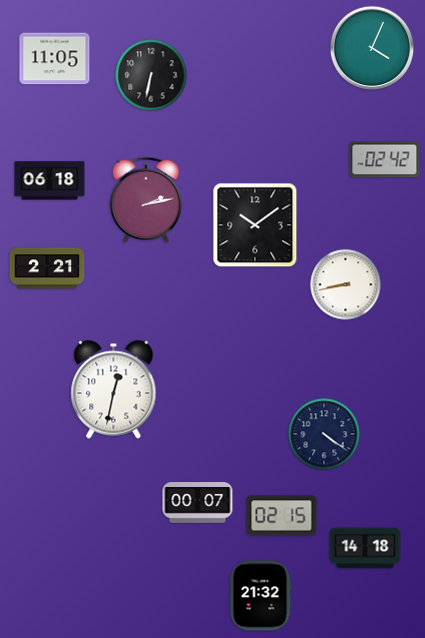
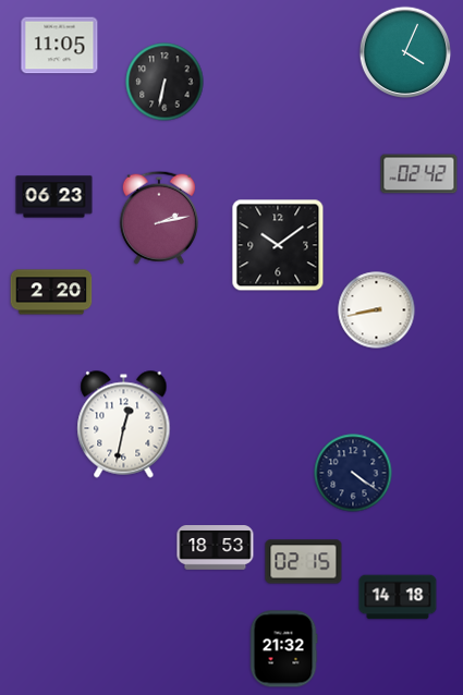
clock at (55, 59) position: (55, 59) -> (60, 46)
clock at (50, 181): 06:18 -> 06:23
clock at (47, 268): 2:21 -> 2:20
clock at (198, 503): 00:07 -> 18:53
clock at (282, 516) position: (282, 516) -> (304, 562)
